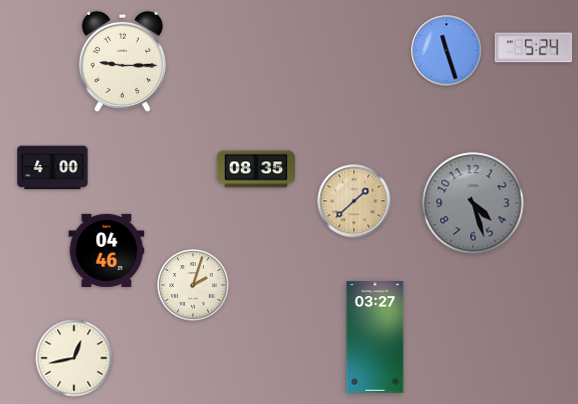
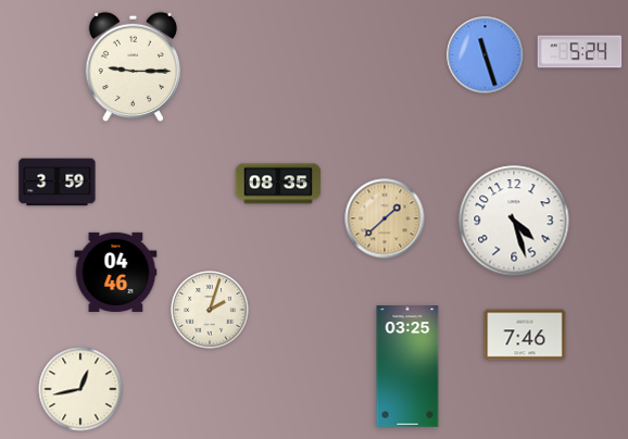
clock at (53, 168): 4:00 -> 3:59
clock at (473, 203) dial: grey -> white
clock at (525, 335): none -> 7:46
clock at (375, 337): 03:27 -> 03:25
